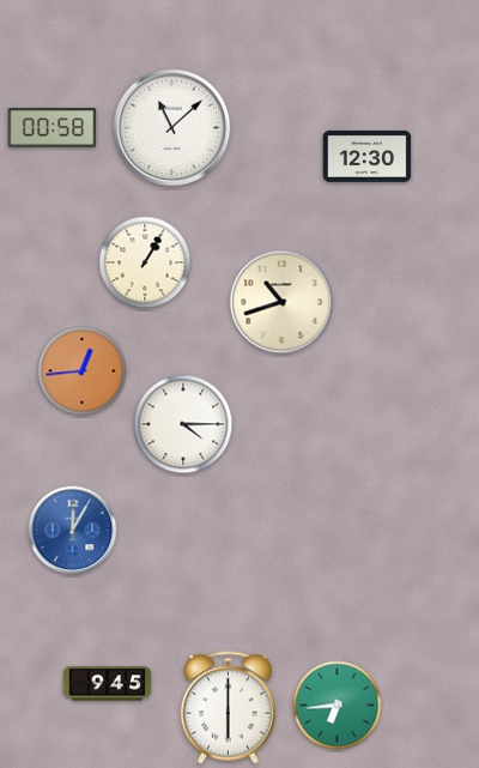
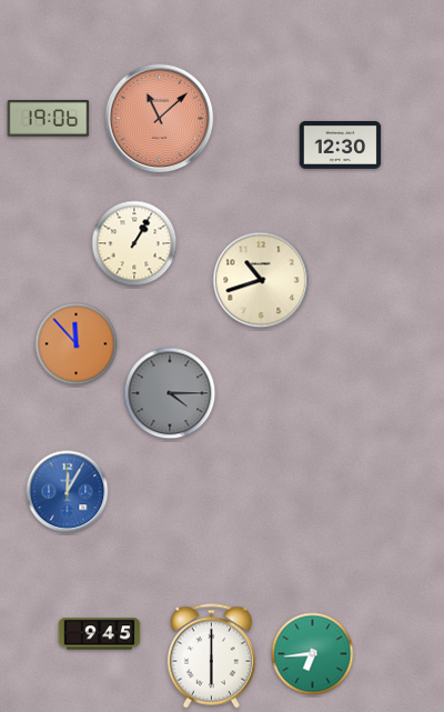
clock at (53, 128): 00:58 -> 19:06
clock at (172, 128) dial: white -> salmon
clock at (83, 371): 12:44 -> 11:53
clock at (183, 424) dial: white -> grey
